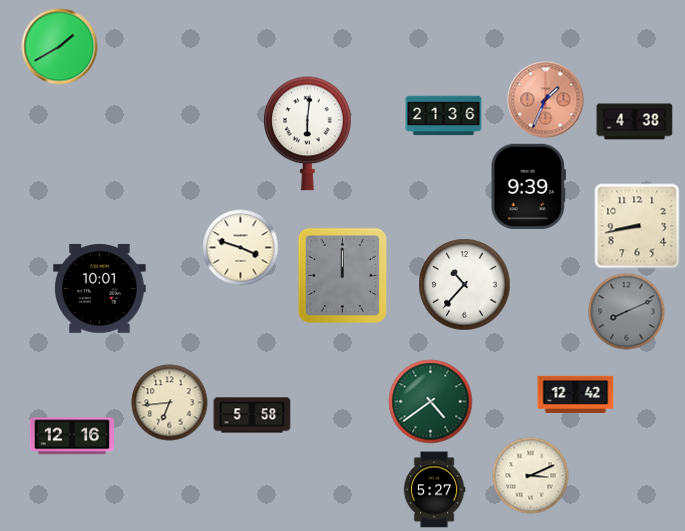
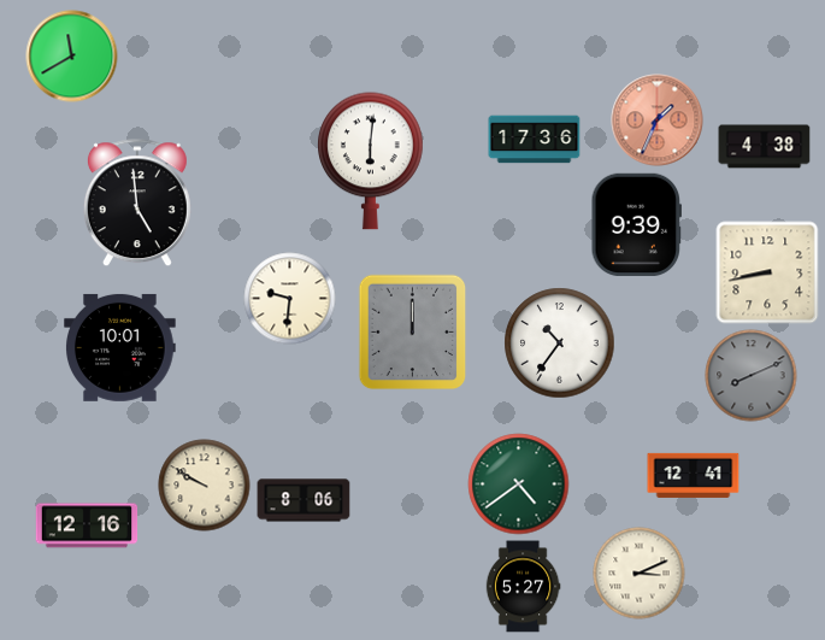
clock at (60, 47): 1:40 -> 11:40
clock at (444, 116): 21:36 -> 17:36
clock at (137, 204): none -> 4:59
clock at (241, 248): 3:48 -> 9:31
clock at (465, 285): 10:37 -> 10:36
clock at (627, 312) position: (627, 312) -> (752, 376)
clock at (576, 394): 12:42 -> 12:41
clock at (170, 403): 6:44 -> 9:50
clock at (252, 415): 5:58 -> 8:06
clock at (434, 490) position: (434, 490) -> (523, 587)
